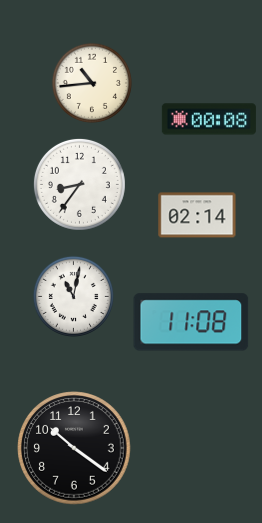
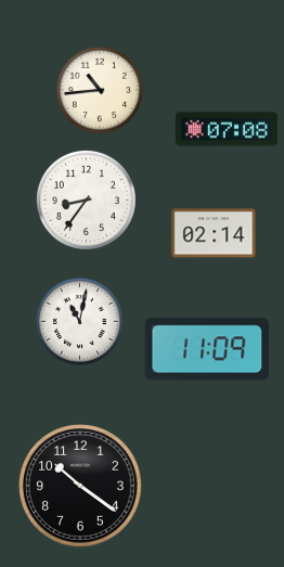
clock at (209, 119): 00:08 -> 07:08
clock at (191, 322): 11:08 -> 11:09
